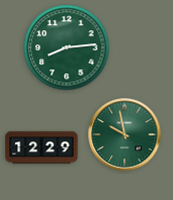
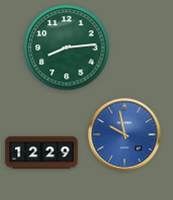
clock at (125, 135) dial: green -> blue
clock at (42, 148) position: (42, 148) -> (42, 153)
